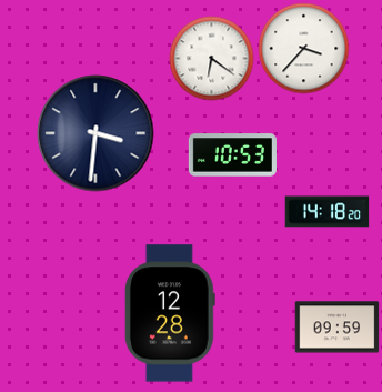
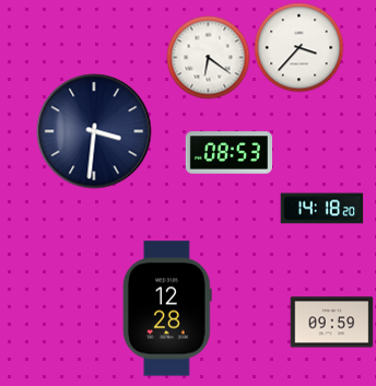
clock at (232, 155): 10:53 -> 08:53
